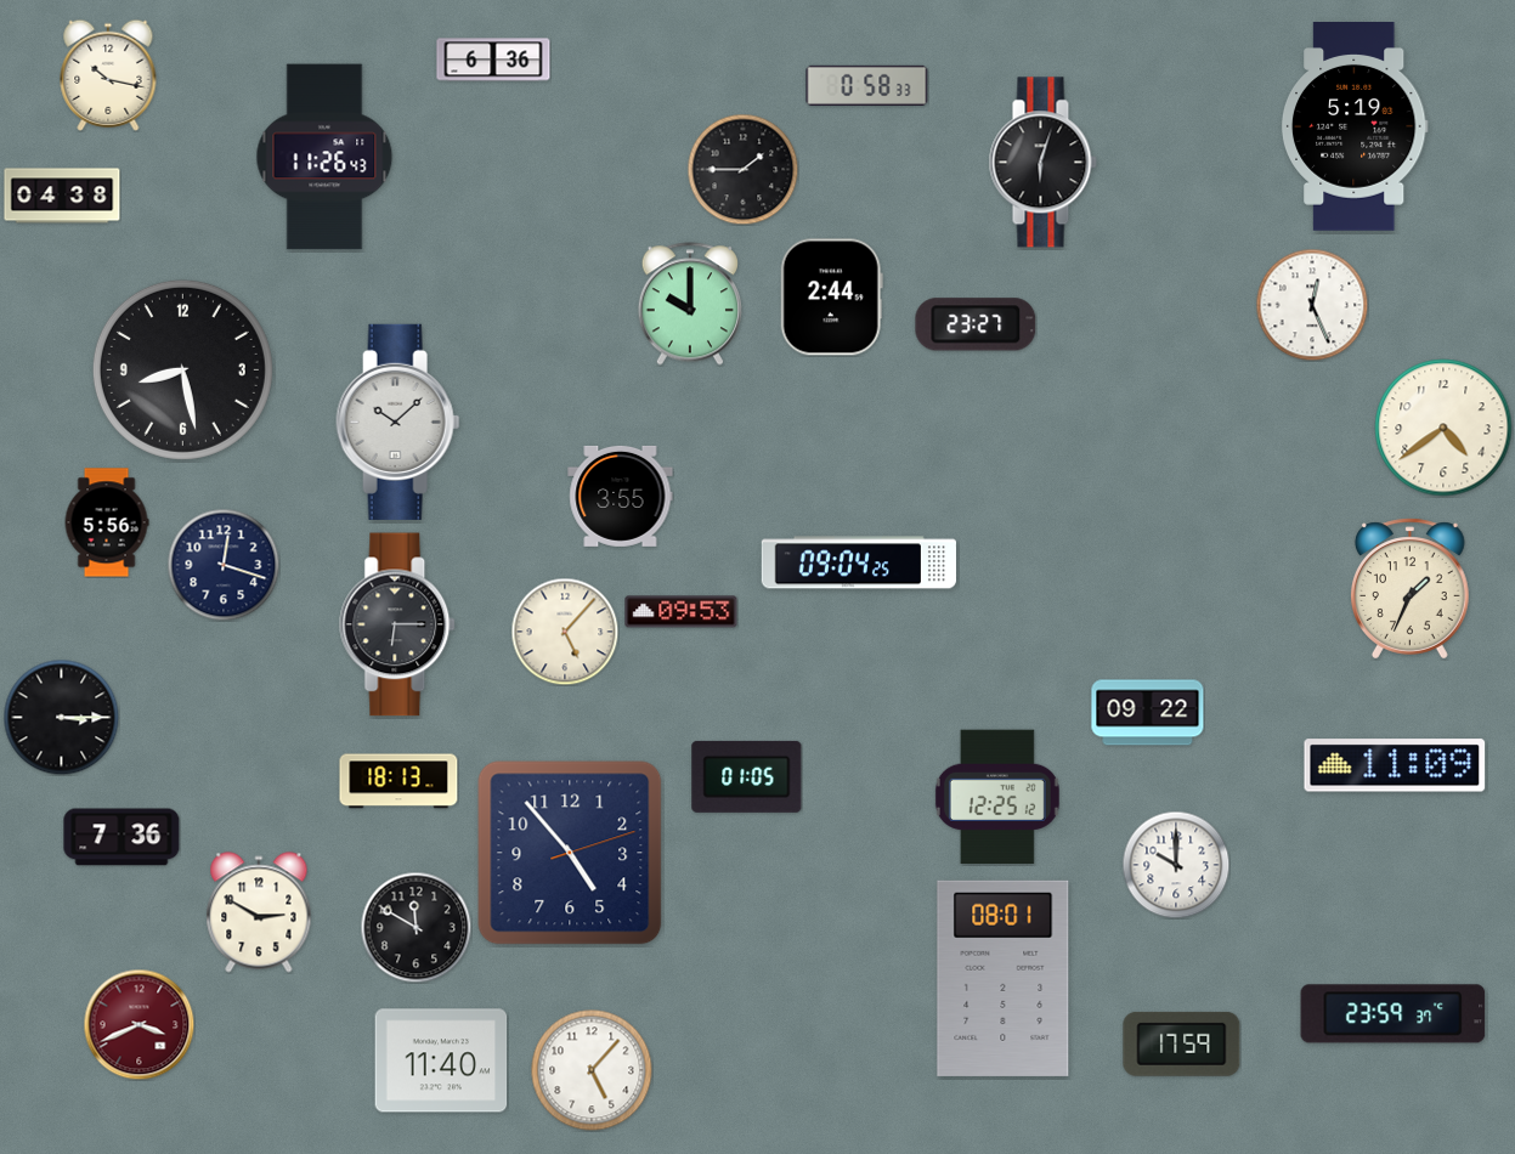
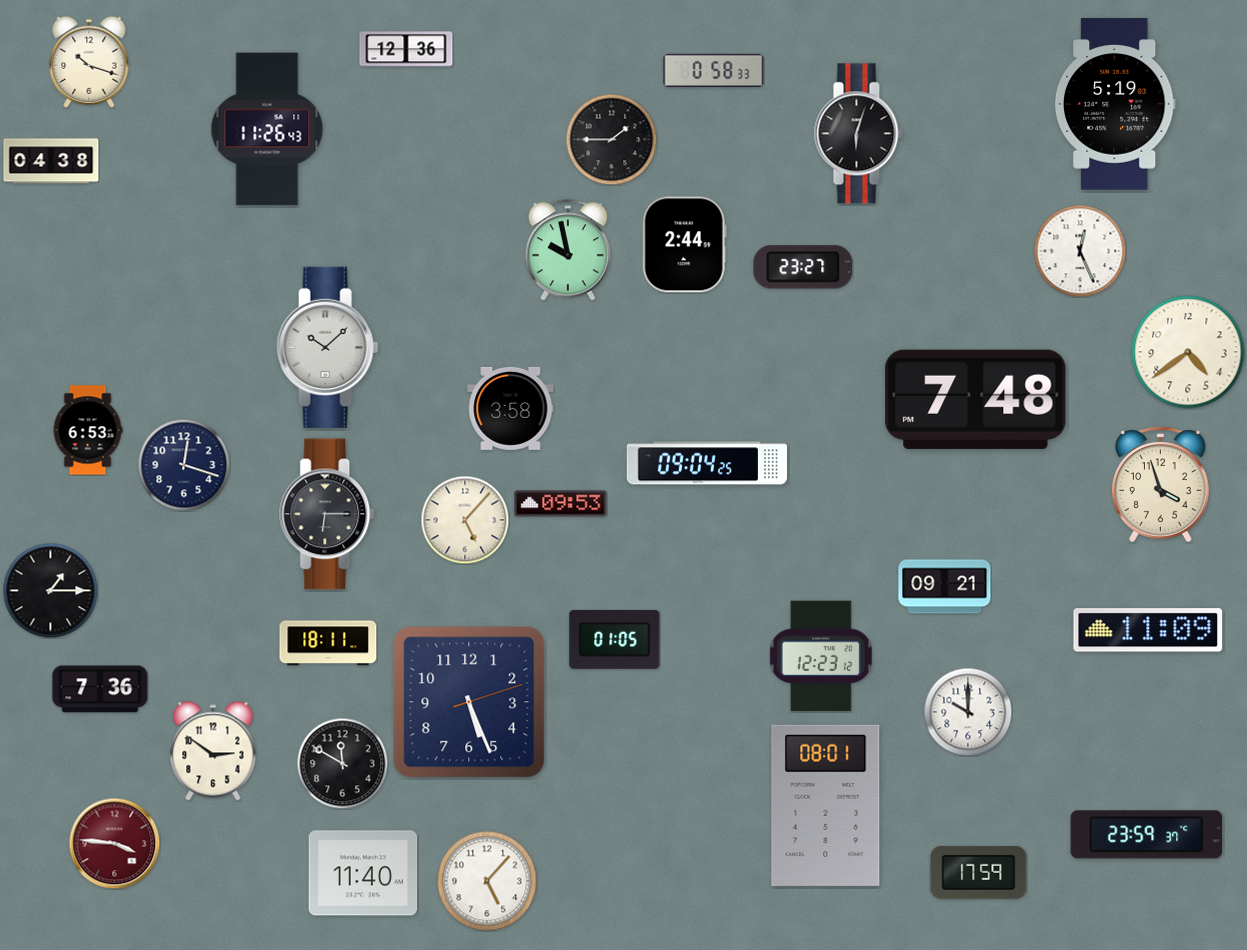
clock at (493, 60): 6:36 -> 12:36
clock at (108, 75): 10:17 -> 10:18
clock at (690, 304): 10:00 -> 9:58
clock at (182, 369): 8:28 -> none
clock at (976, 399): none -> 7:48
clock at (621, 496): 3:55 -> 3:58
clock at (107, 522): 5:56 -> 6:53
clock at (1411, 589): 1:34 -> 3:57
clock at (1148, 713): 09:22 -> 09:21
clock at (61, 717): 3:15 -> 1:15
clock at (398, 781): 18:13 -> 18:11
clock at (997, 797): 12:25 -> 12:23
clock at (570, 853): 4:53 -> 5:26
clock at (259, 912): 2:50 -> 2:51
clock at (139, 1024): 3:41 -> 3:46
clock at (1182, 1043) position: (1182, 1043) -> (979, 872)
